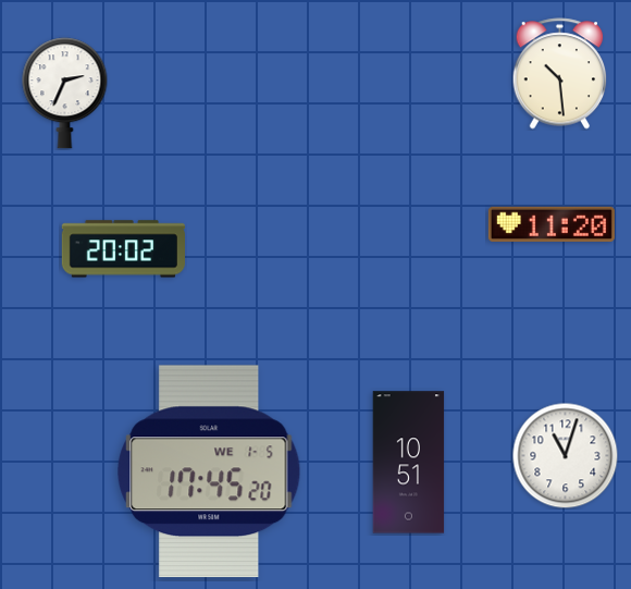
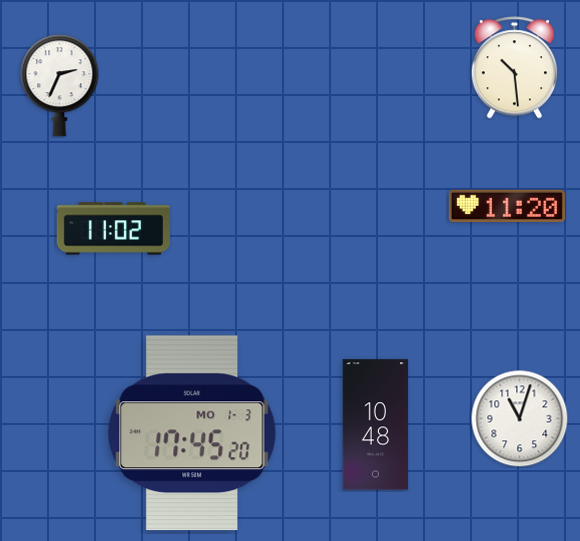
clock at (123, 249): 20:02 -> 11:02
clock at (409, 463): 10:51 -> 10:48
clock at (209, 471) date: WE 1-5 -> MO 1-3
